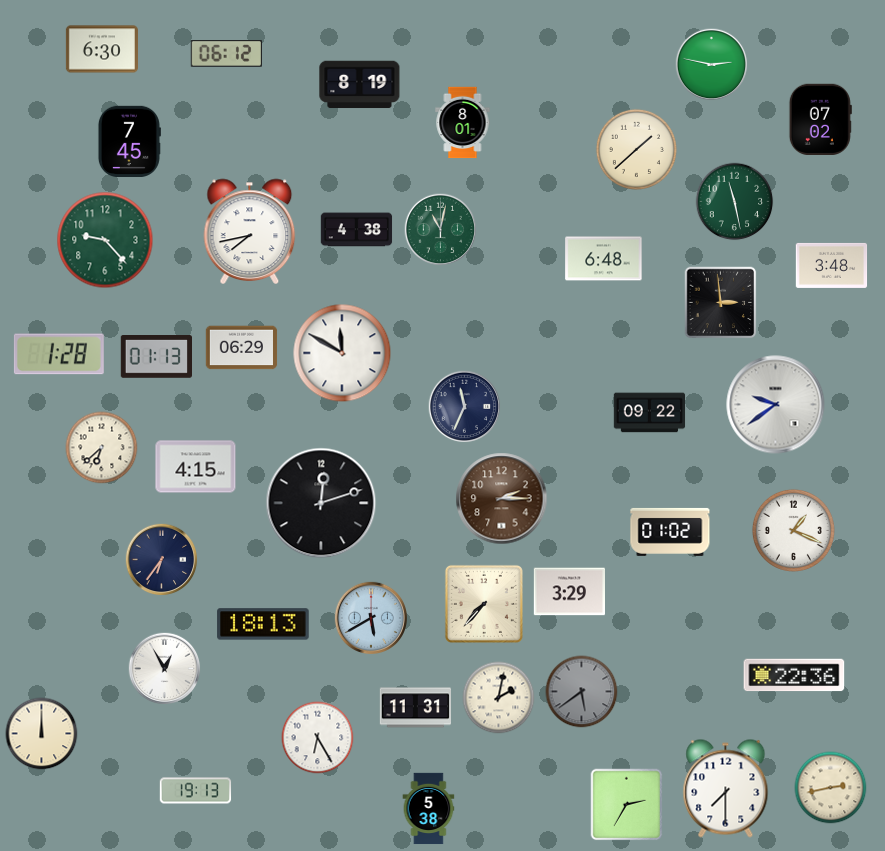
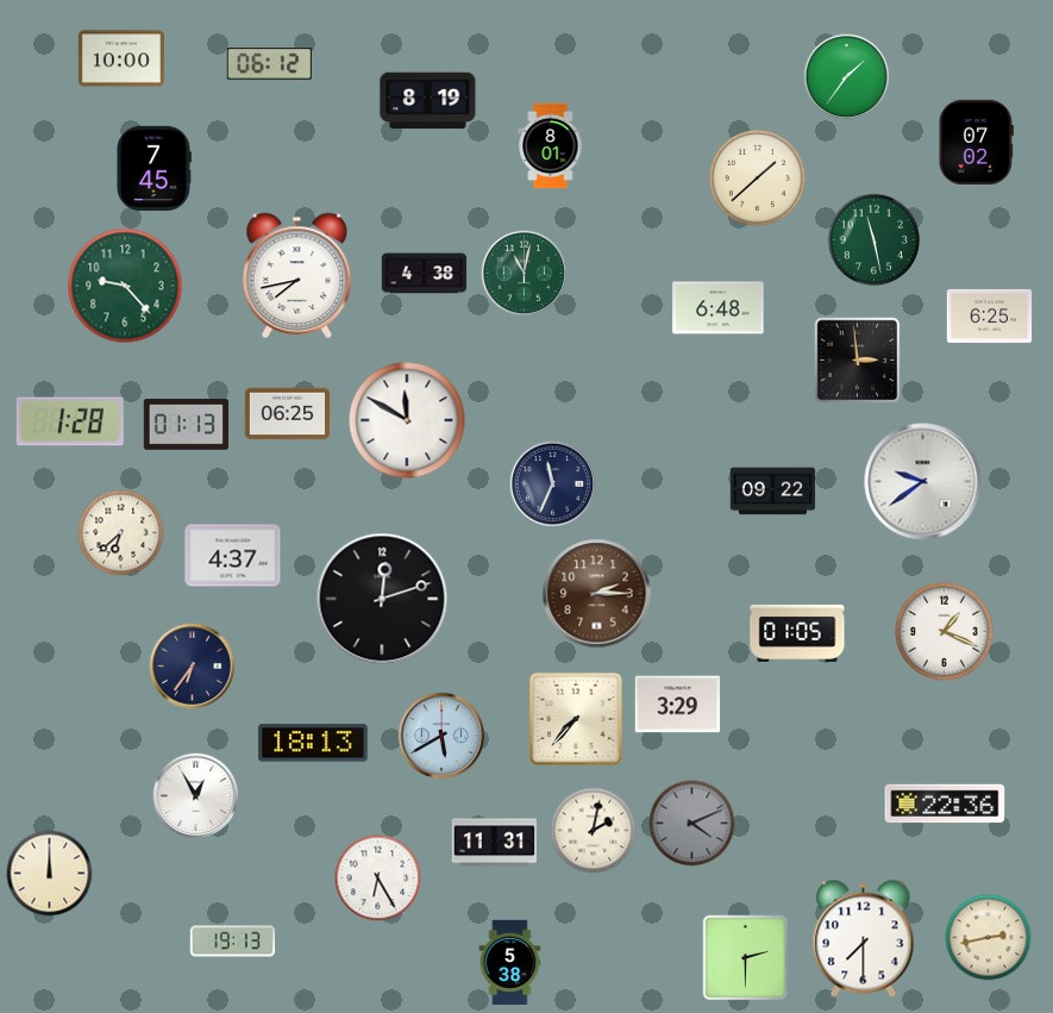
clock at (102, 49): 6:30 -> 10:00
clock at (712, 65): 2:47 -> 1:36
clock at (832, 265): 3:48 -> 6:25
clock at (242, 348): 06:29 -> 06:25
clock at (196, 467): 4:15 -> 4:37
clock at (670, 532): 01:02 -> 01:05
clock at (582, 692): 5:39 -> 4:11
clock at (627, 805): 2:35 -> 2:30
